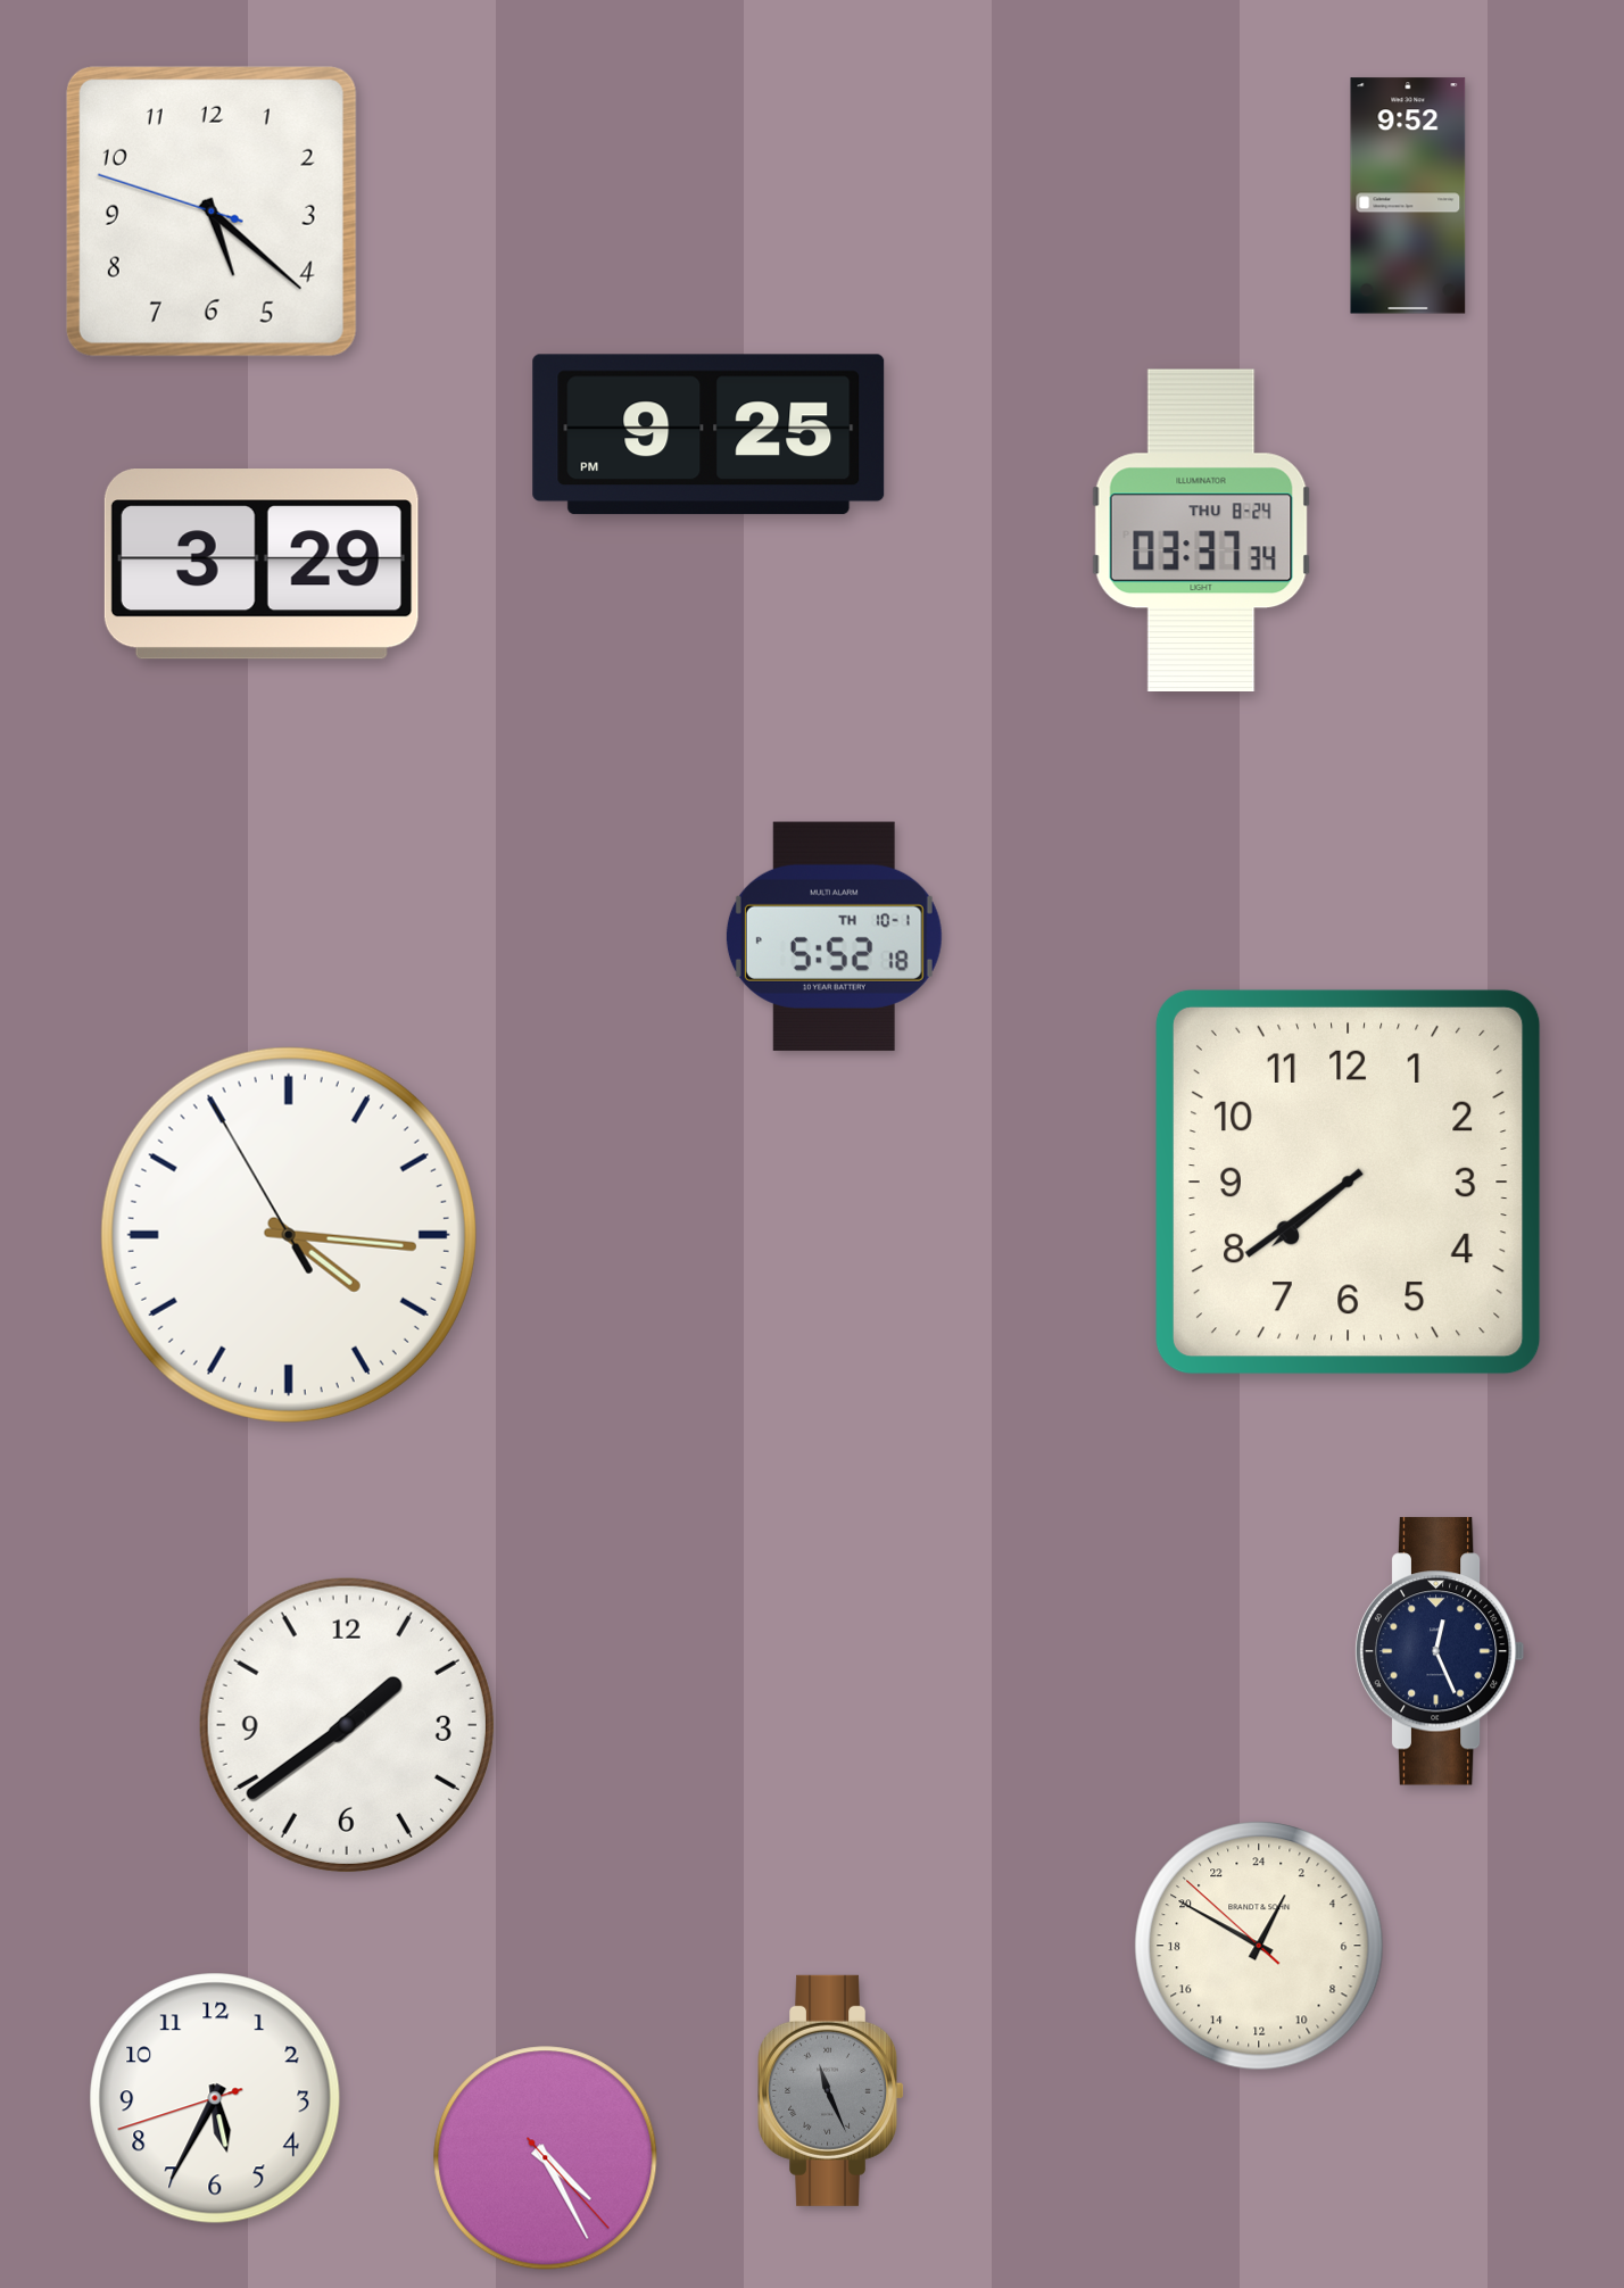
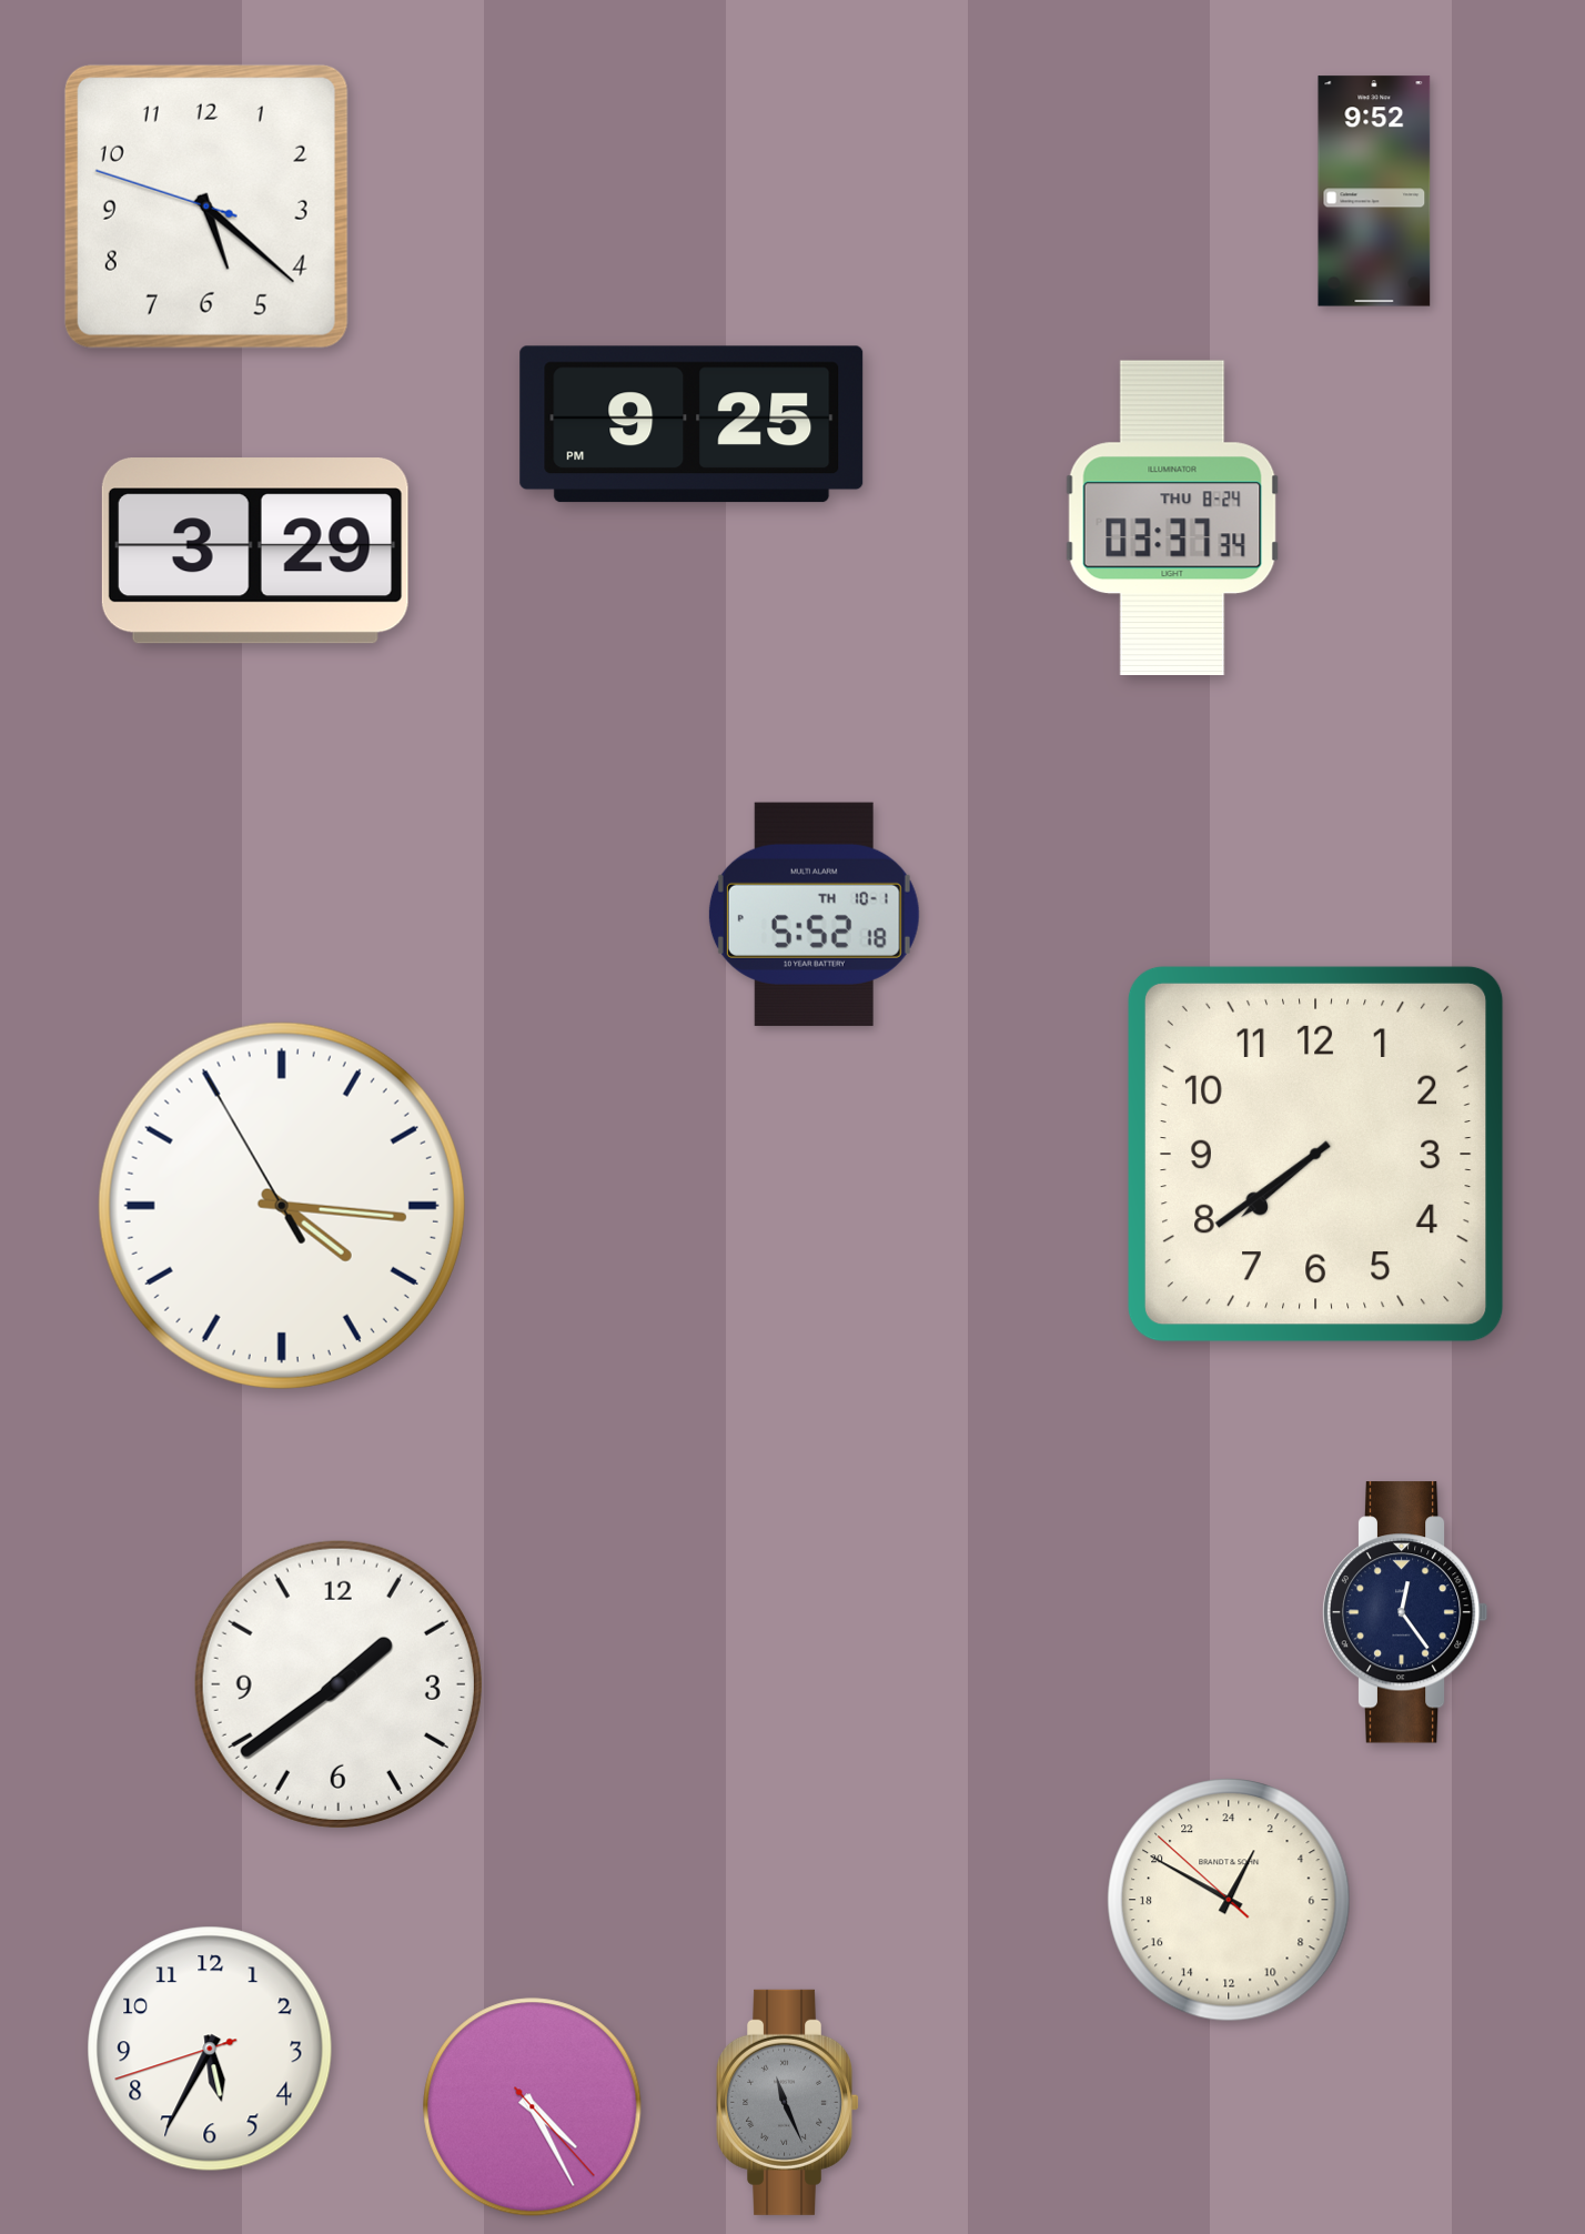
clock at (1440, 1651): 12:26 -> 12:24
clock at (832, 2090) position: (832, 2090) -> (789, 2102)
